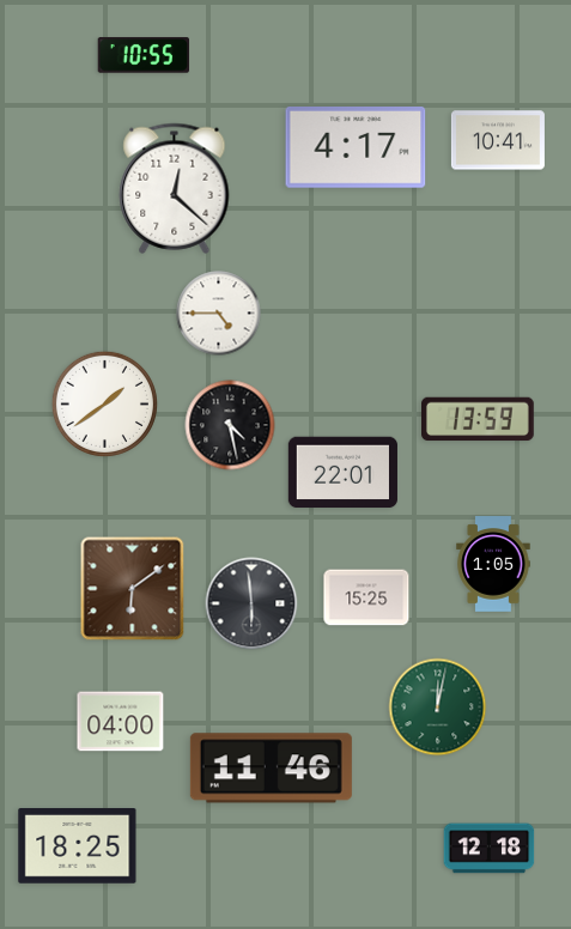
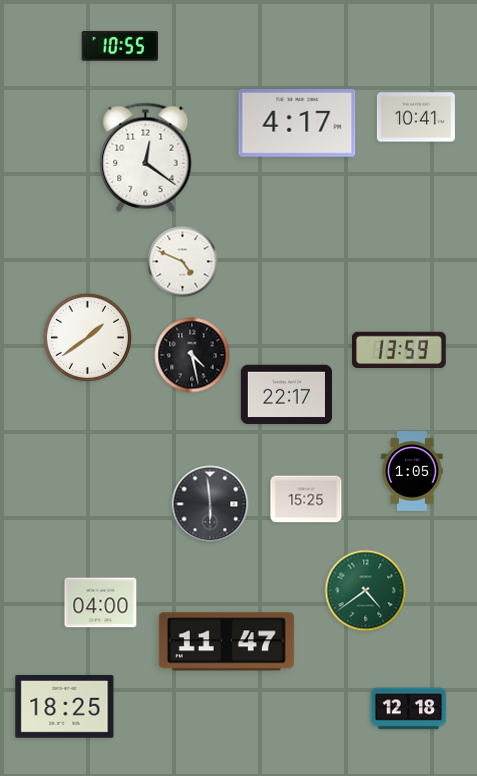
clock at (175, 188): 12:22 -> 12:21
clock at (219, 314): 4:45 -> 4:49
clock at (342, 473): 22:01 -> 22:17
clock at (133, 589): 6:09 -> none
clock at (438, 708): 12:02 -> 4:39
clock at (271, 769): 11:46 -> 11:47
